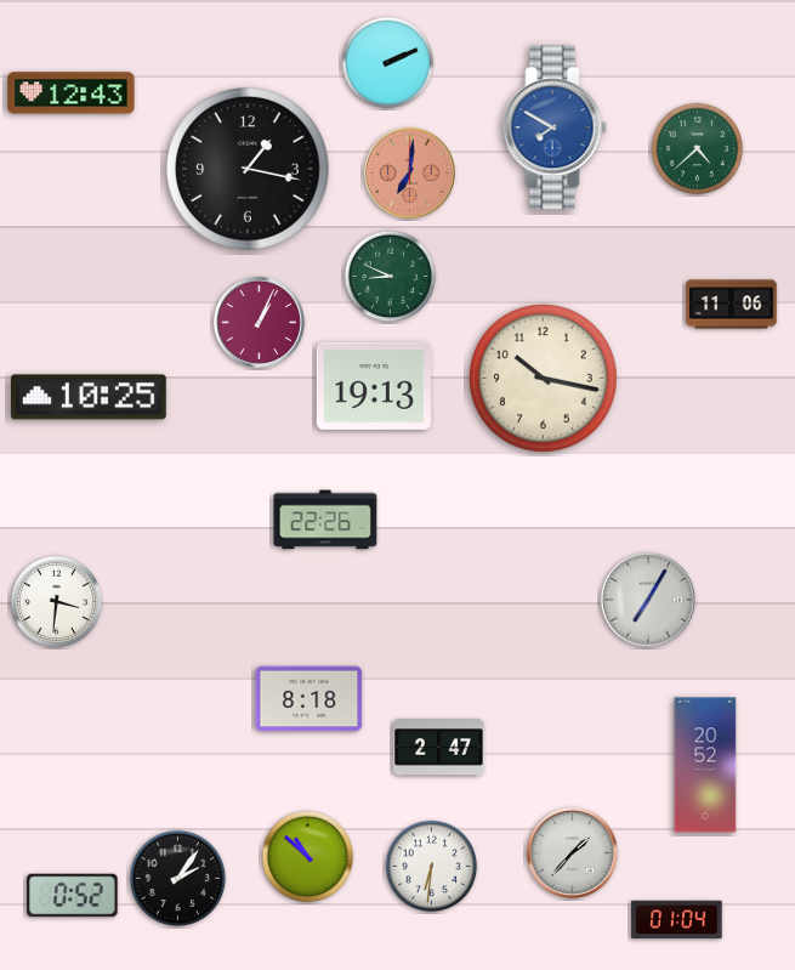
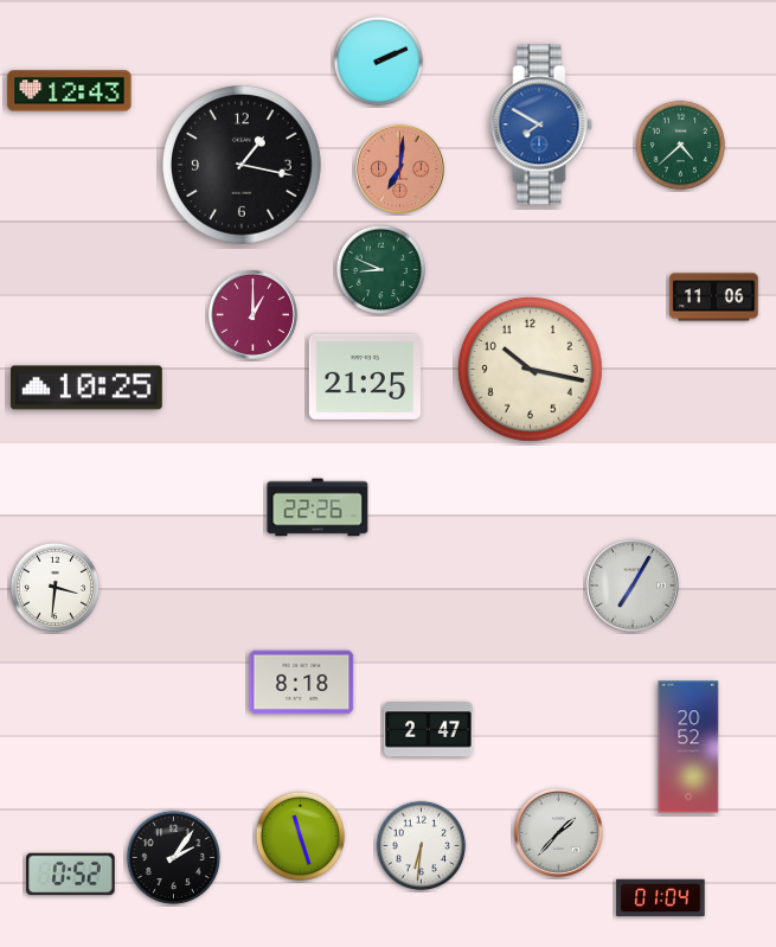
clock at (259, 322): 1:04 -> 1:00
clock at (373, 386): 19:13 -> 21:25
clock at (308, 857): 10:52 -> 11:27
